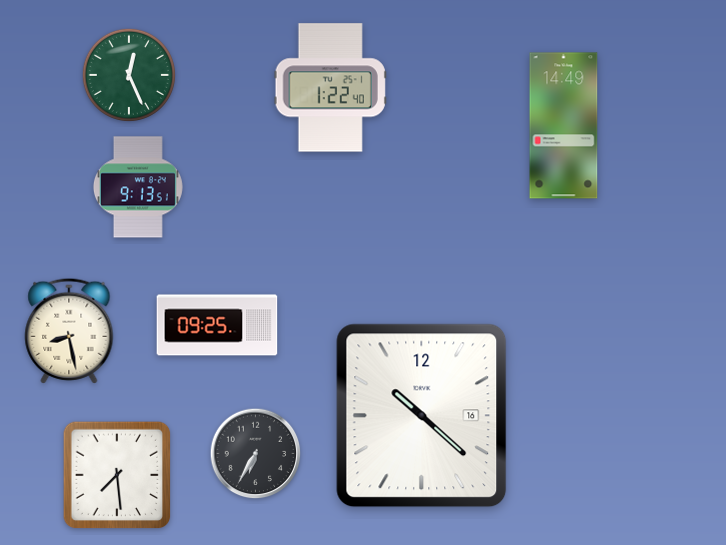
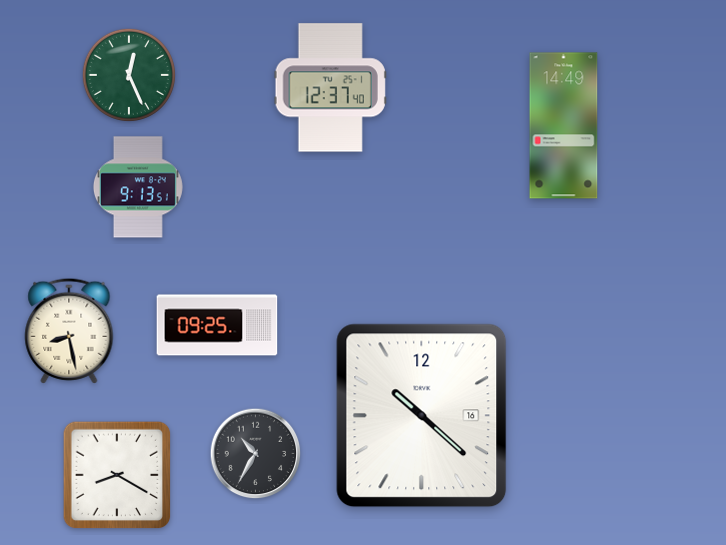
clock at (330, 88): 1:22 -> 12:37
clock at (256, 454): 6:35 -> 10:35
clock at (117, 475): 7:29 -> 8:20
